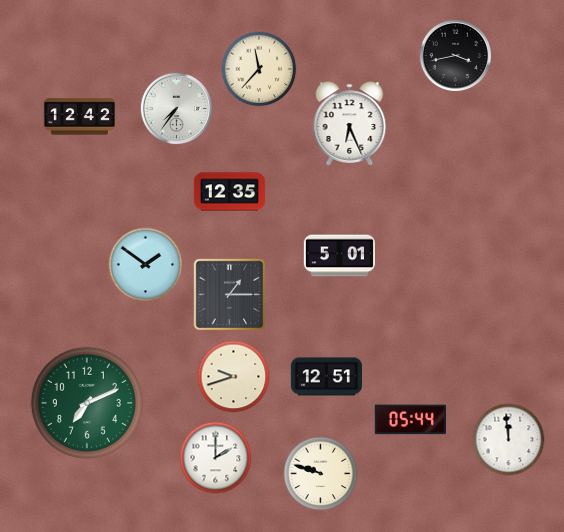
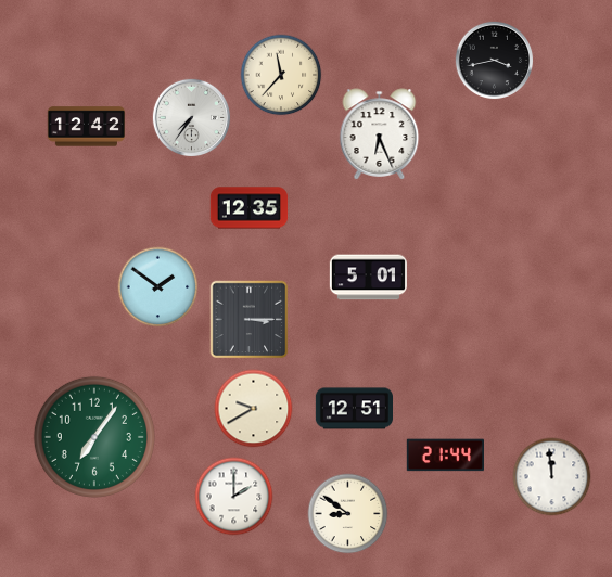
clock at (230, 295): 1:15 -> 3:15
clock at (234, 377): 9:42 -> 9:40
clock at (87, 403): 7:11 -> 7:06
clock at (410, 420): 05:44 -> 21:44
clock at (321, 474): 9:48 -> 8:51
